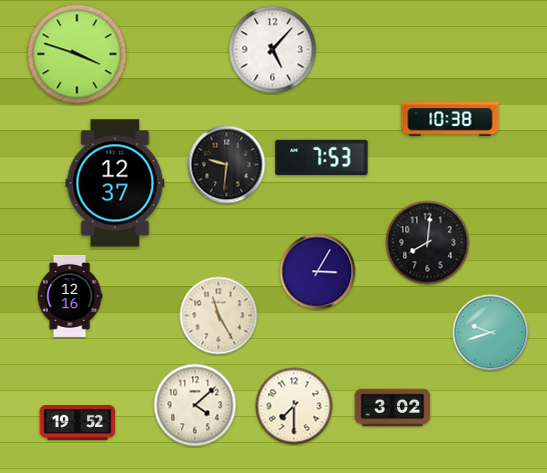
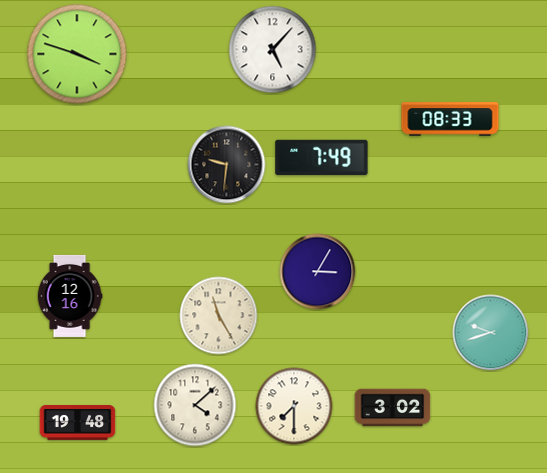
clock at (450, 119): 10:38 -> 08:33
clock at (322, 158): 7:53 -> 7:49
clock at (115, 183): 12:37 -> none
clock at (428, 243): 8:01 -> none
clock at (78, 423): 19:52 -> 19:48
